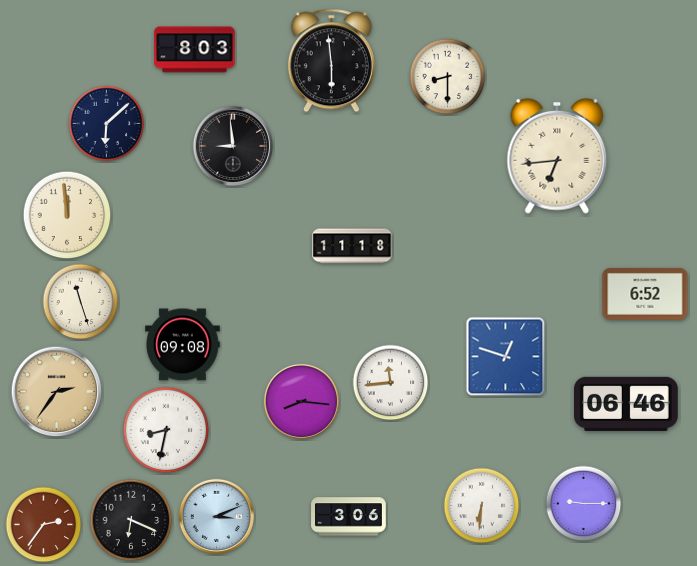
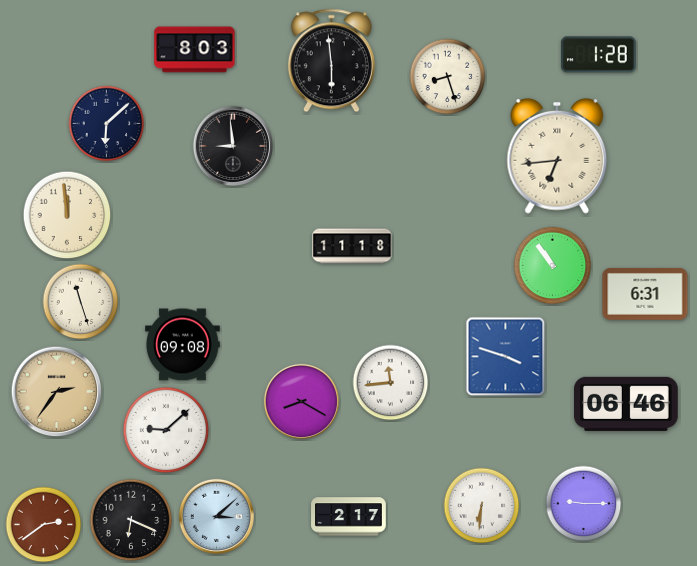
clock at (598, 55): none -> 1:28
clock at (448, 77): 8:30 -> 8:27
clock at (553, 266): none -> 10:54
clock at (645, 294): 6:52 -> 6:31
clock at (506, 357): 12:48 -> 3:48
clock at (301, 401): 8:16 -> 8:20
clock at (166, 430): 8:32 -> 9:08
clock at (216, 516): 3:11 -> 3:08
clock at (349, 517): 3:06 -> 2:17
clock at (44, 525): 2:36 -> 2:39
